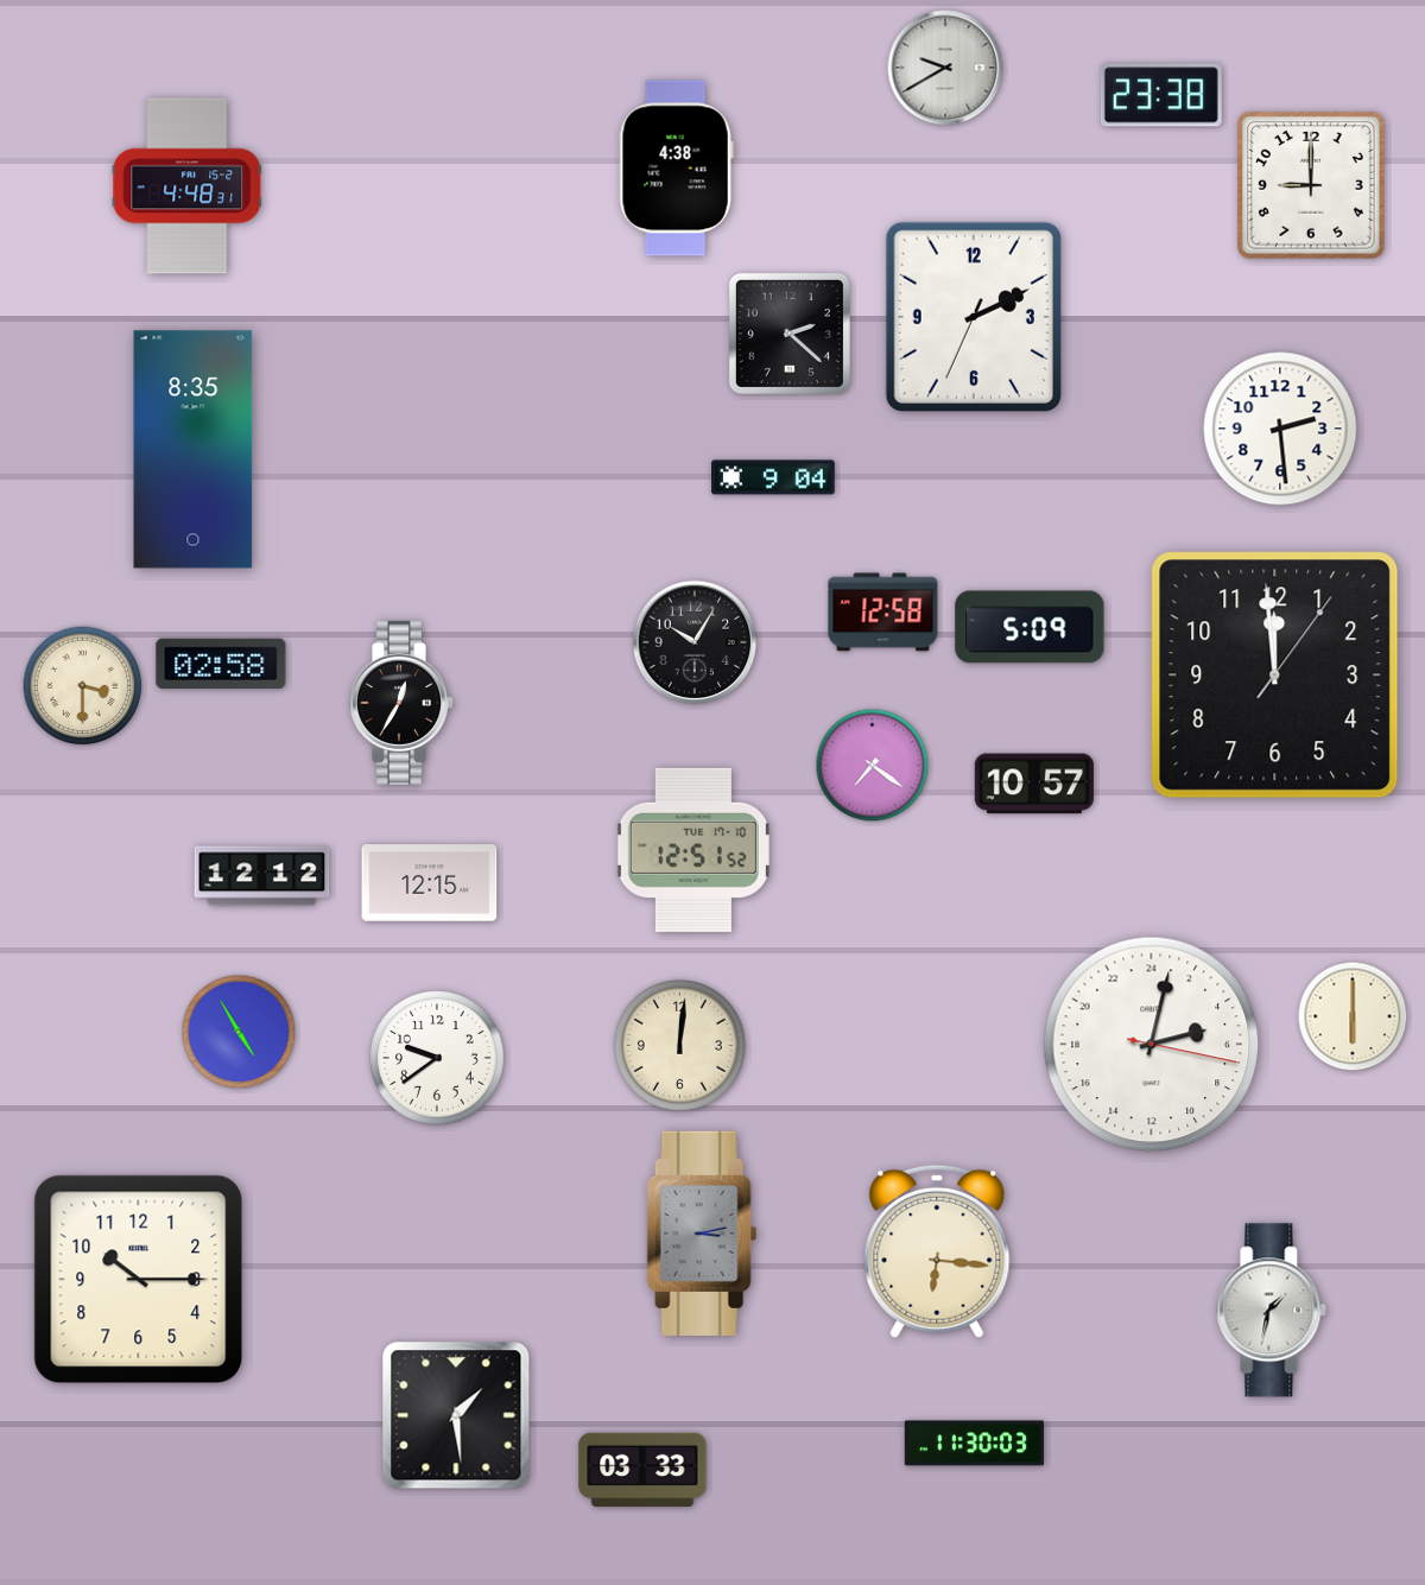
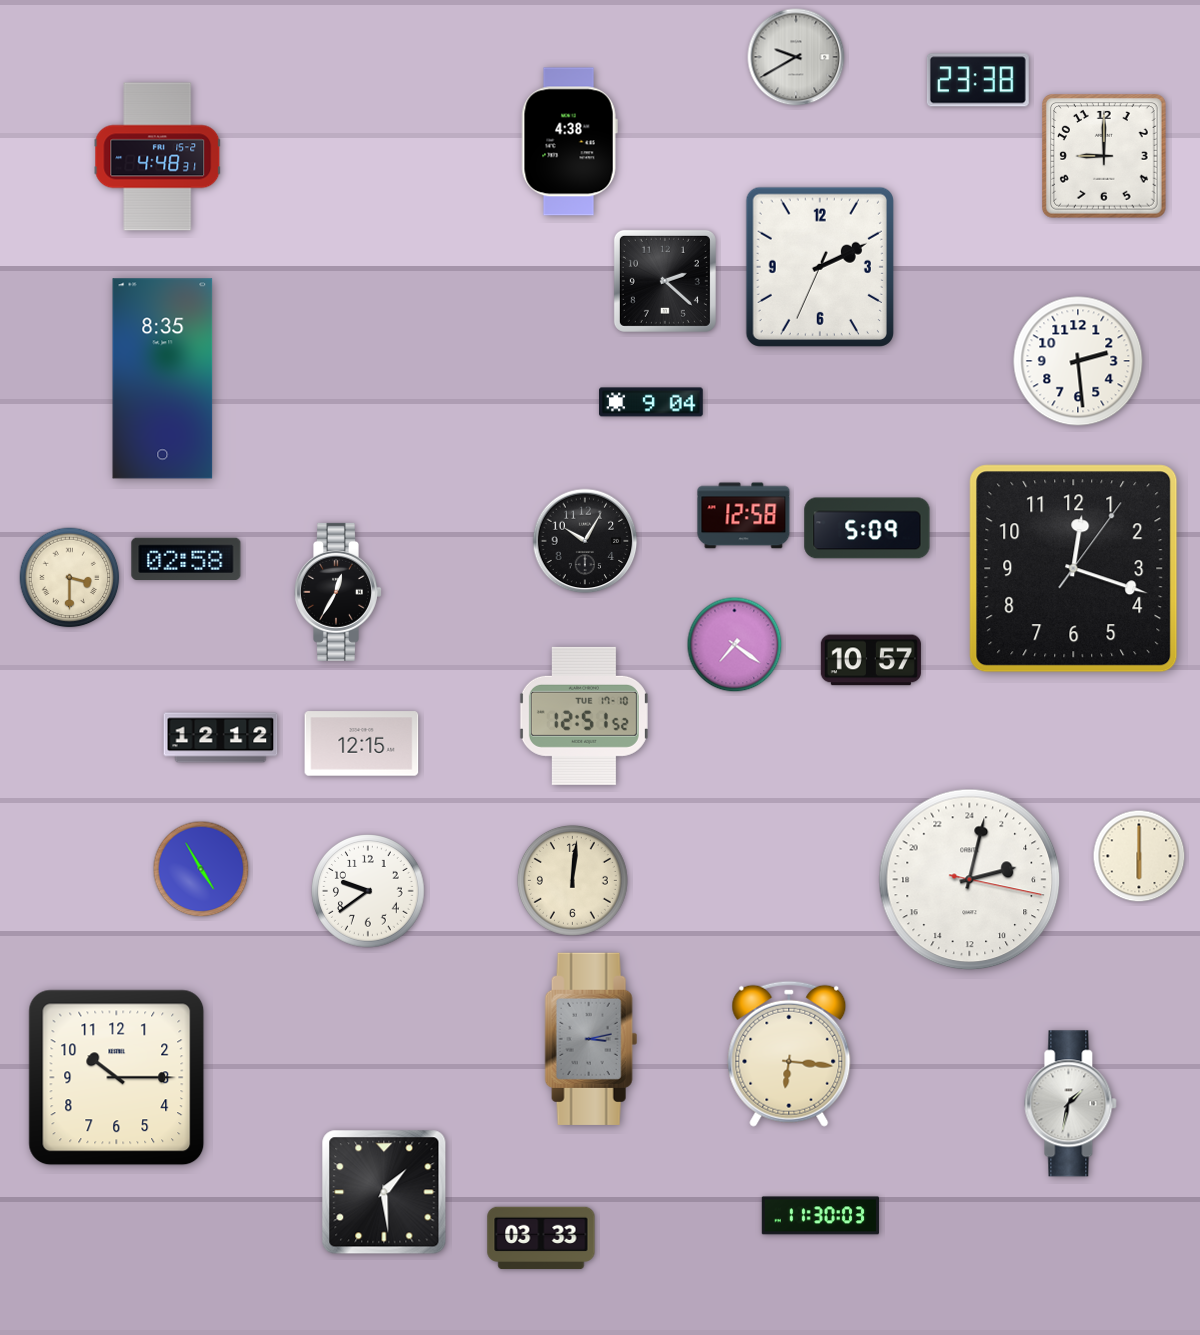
clock at (1275, 676): 11:59 -> 12:18
